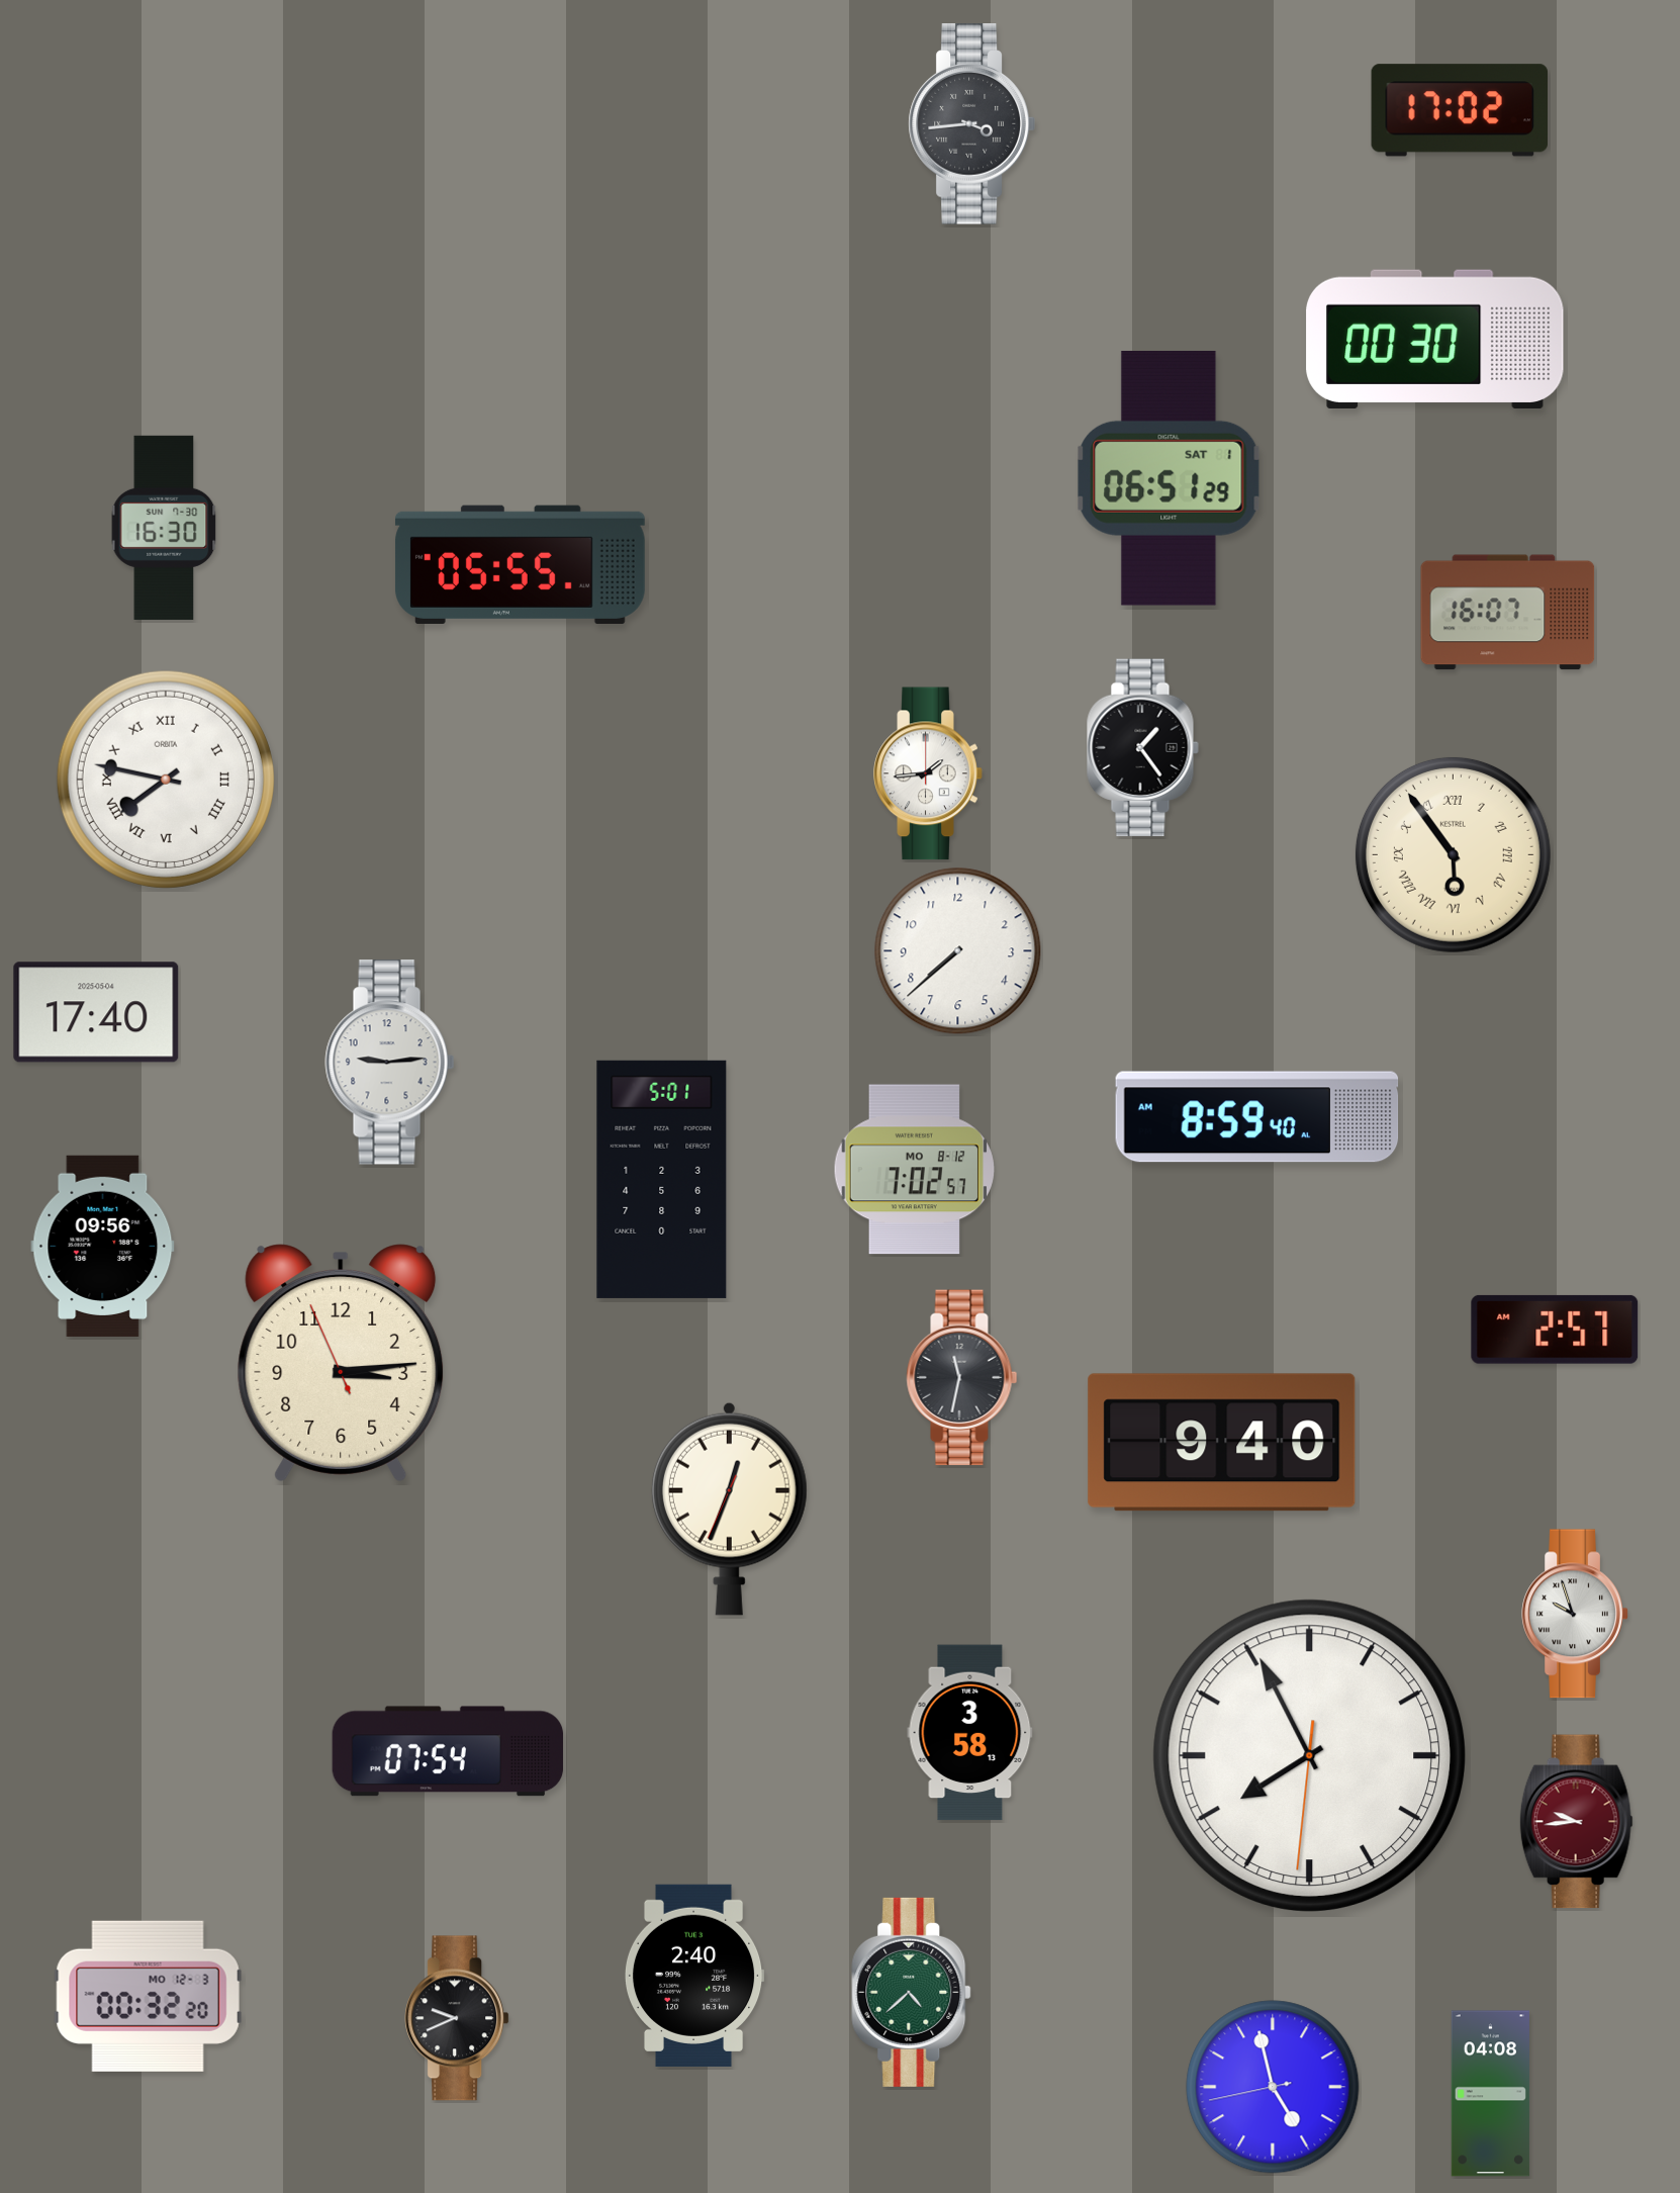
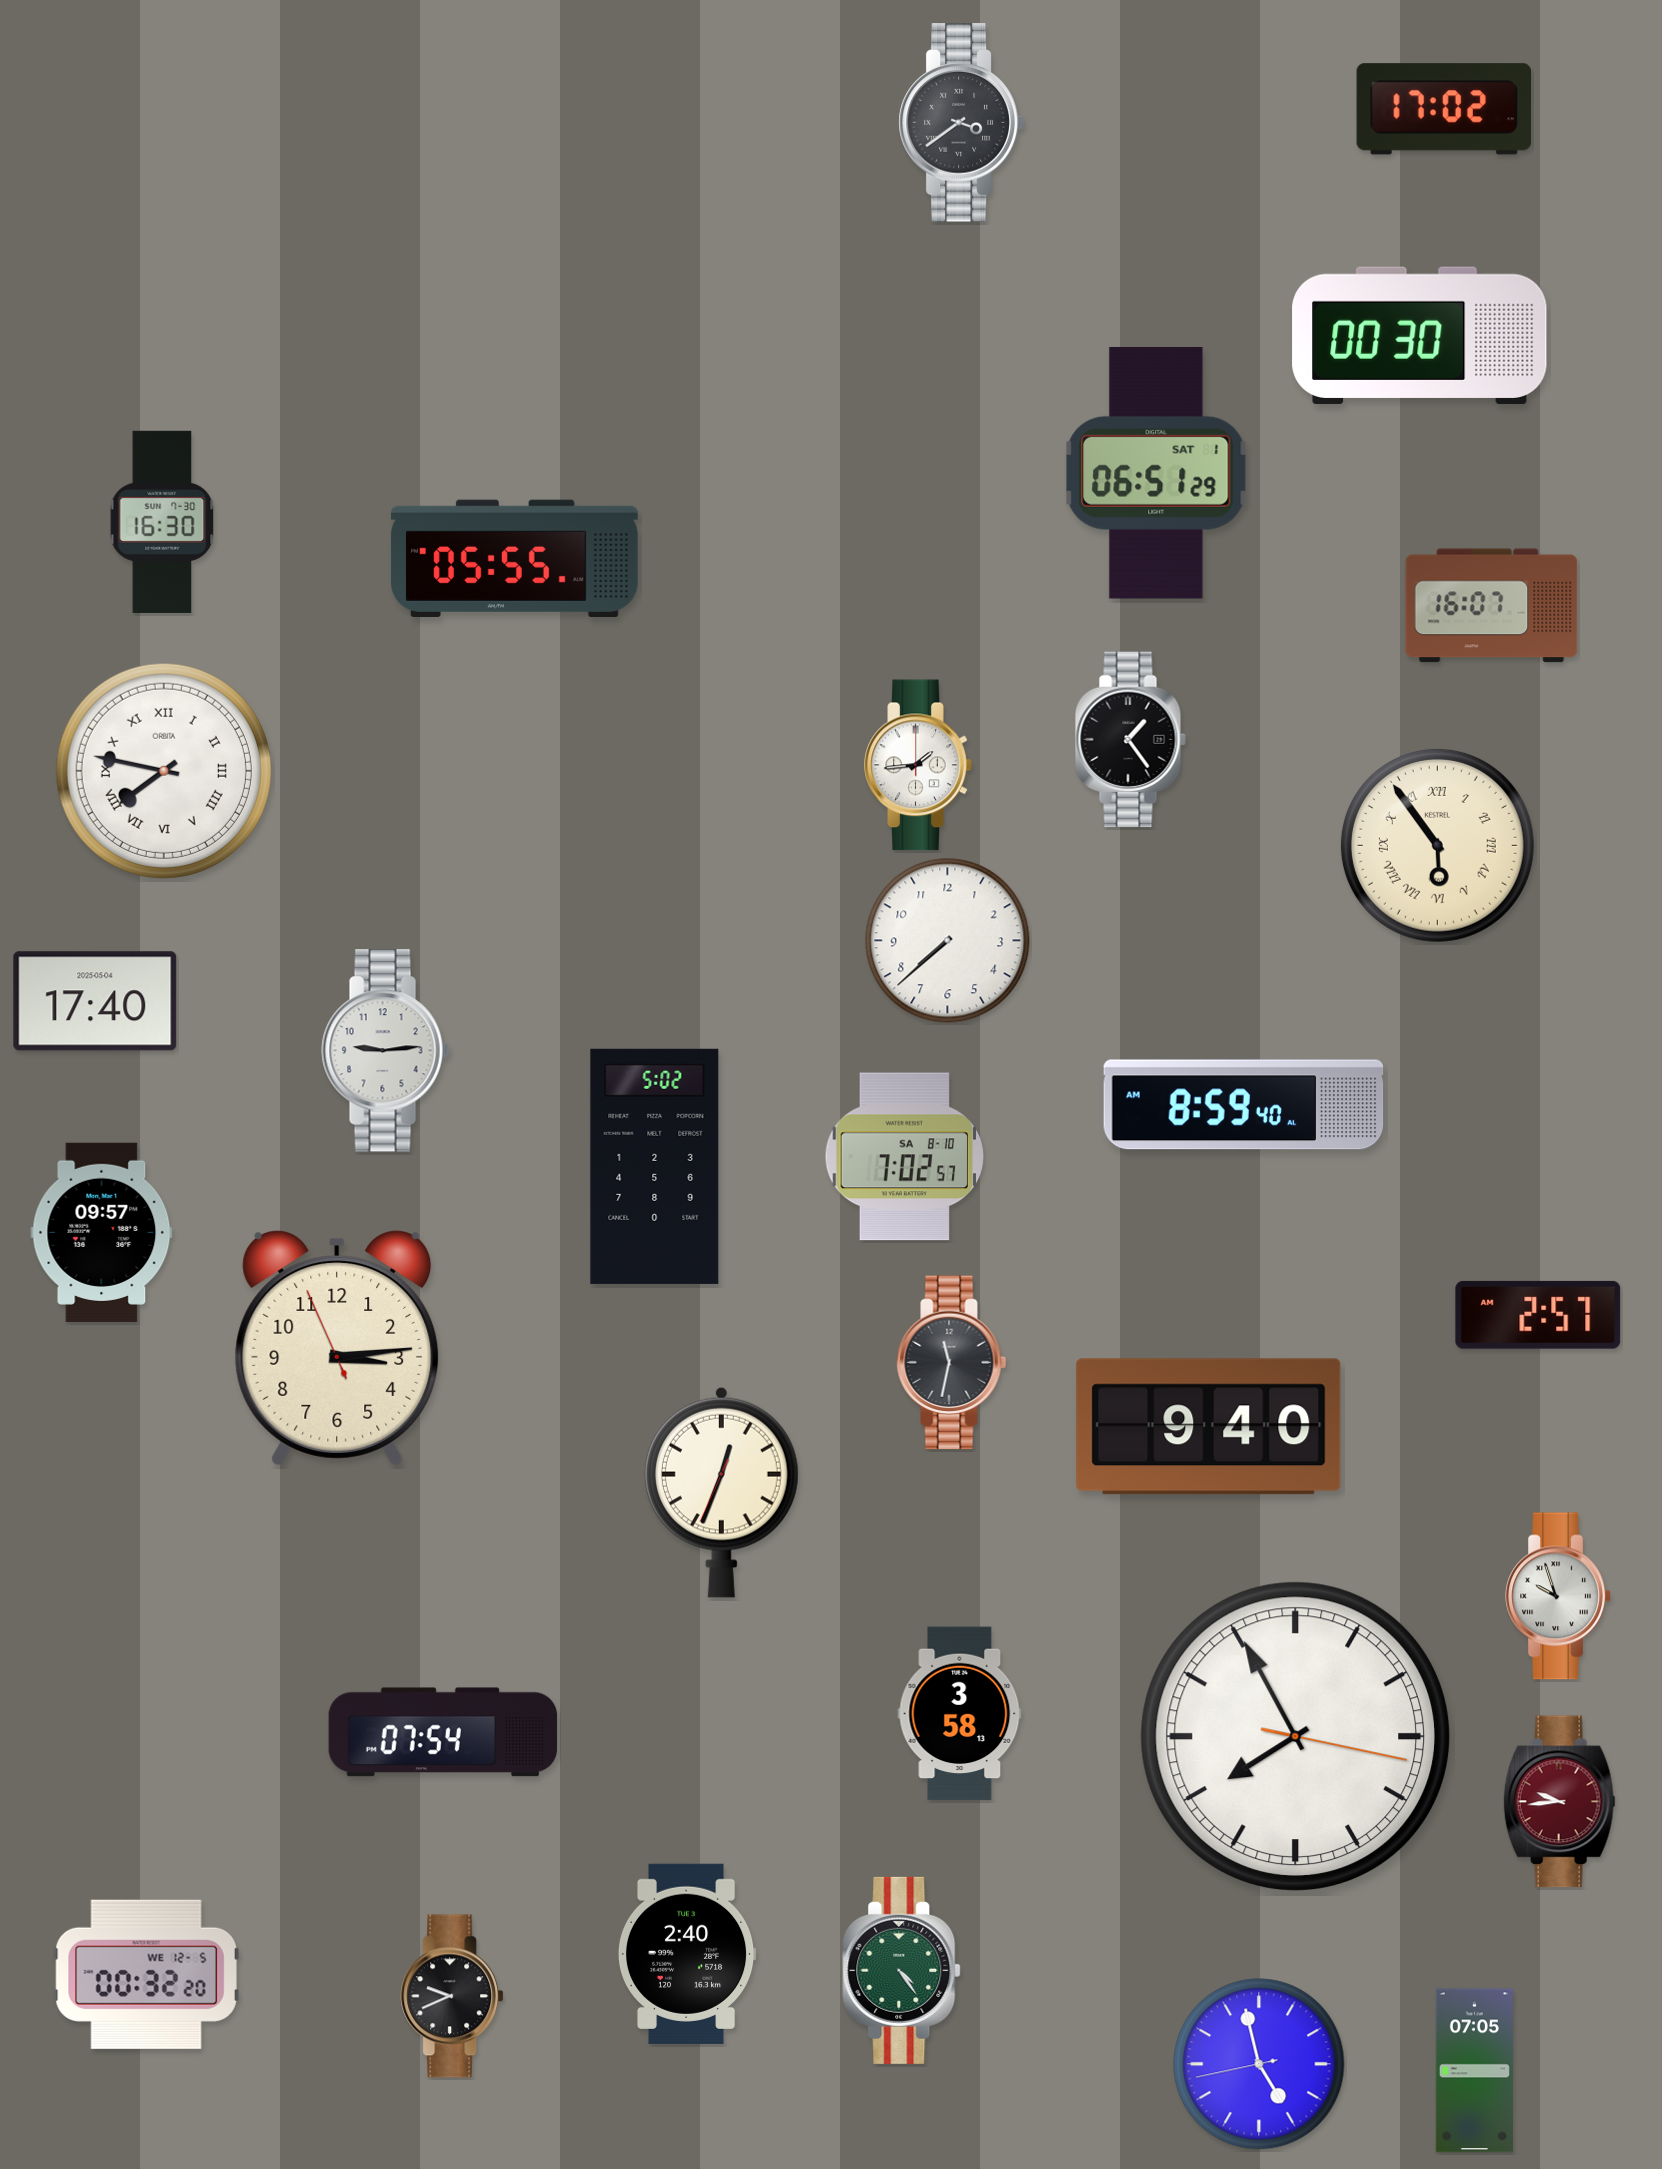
clock at (971, 124): 3:44 -> 3:39
clock at (915, 1170) date: MO 8-12 -> SA 8-10
clock at (662, 1179): 5:01 -> 5:02
clock at (103, 1246): 09:56 -> 09:57
clock at (1309, 1755): 7:55:31 -> 7:55:17
clock at (912, 1992): 4:38 -> 4:24
clock at (148, 1996) date: MO 12-3 -> WE 12-5
clock at (1490, 2094): 04:08 -> 07:05
